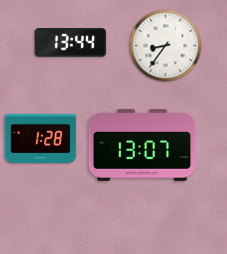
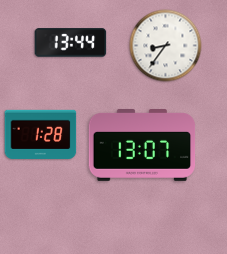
clock at (41, 138) position: (41, 138) -> (41, 134)
